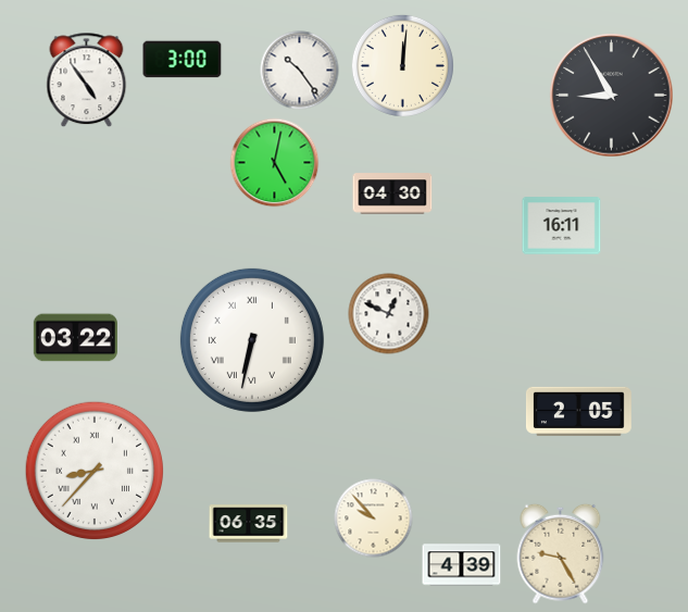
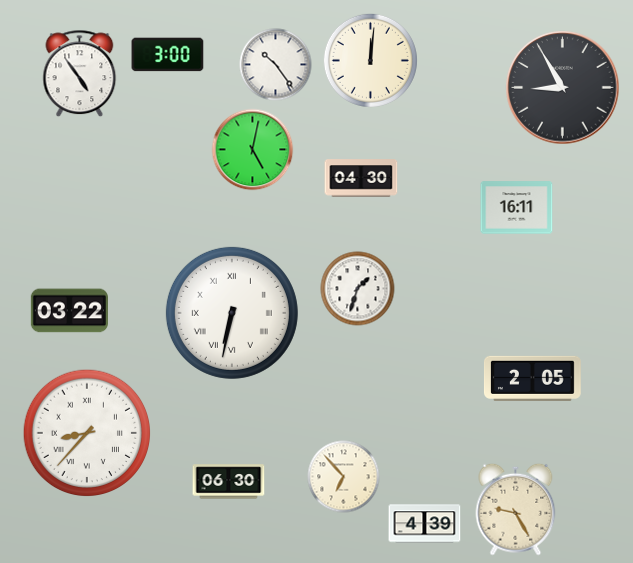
clock at (389, 314): 12:49 -> 1:33
clock at (374, 519): 9:53 -> 6:53
clock at (249, 524): 06:35 -> 06:30
clock at (462, 565) position: (462, 565) -> (425, 524)
